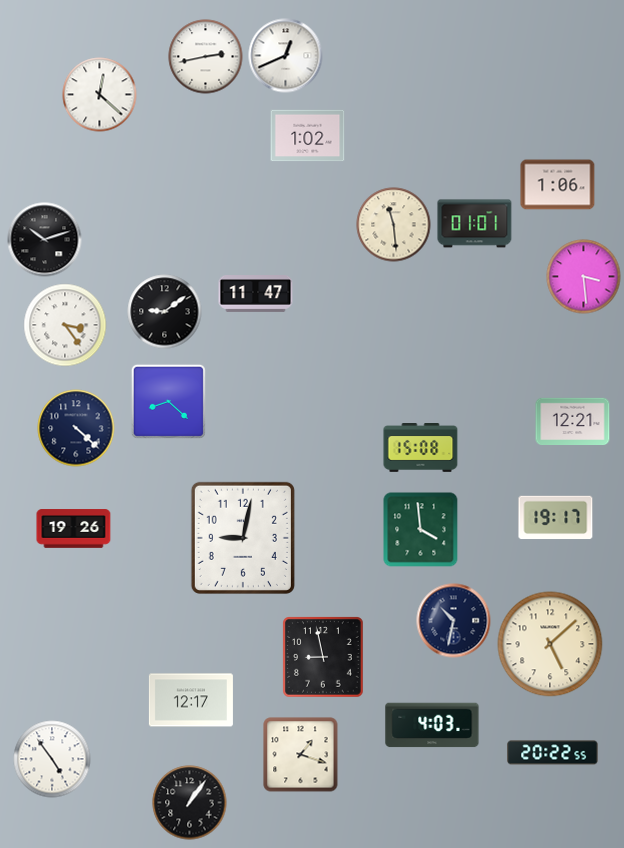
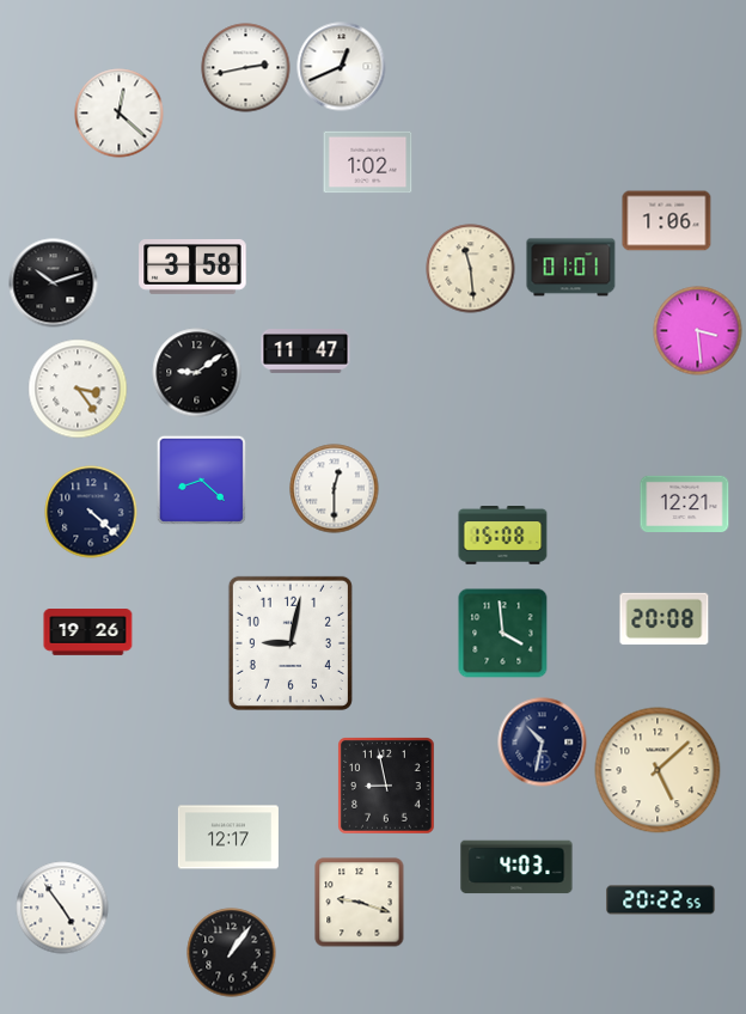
clock at (192, 268): none -> 3:58
clock at (475, 224) position: (475, 224) -> (571, 268)
clock at (45, 240) position: (45, 240) -> (54, 283)
clock at (335, 489): none -> 12:30
clock at (556, 518): 19:17 -> 20:08
clock at (301, 755): 1:18 -> 9:18
clock at (190, 803) position: (190, 803) -> (232, 953)
